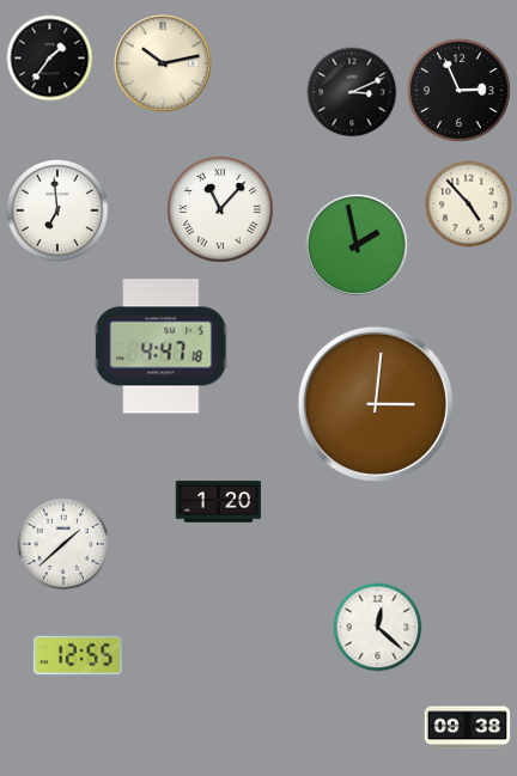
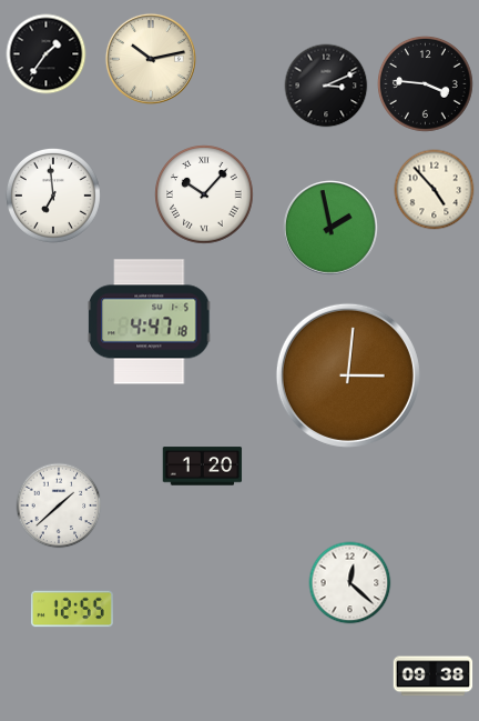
clock at (460, 91): 2:56 -> 3:46
clock at (220, 209): 11:07 -> 10:07
